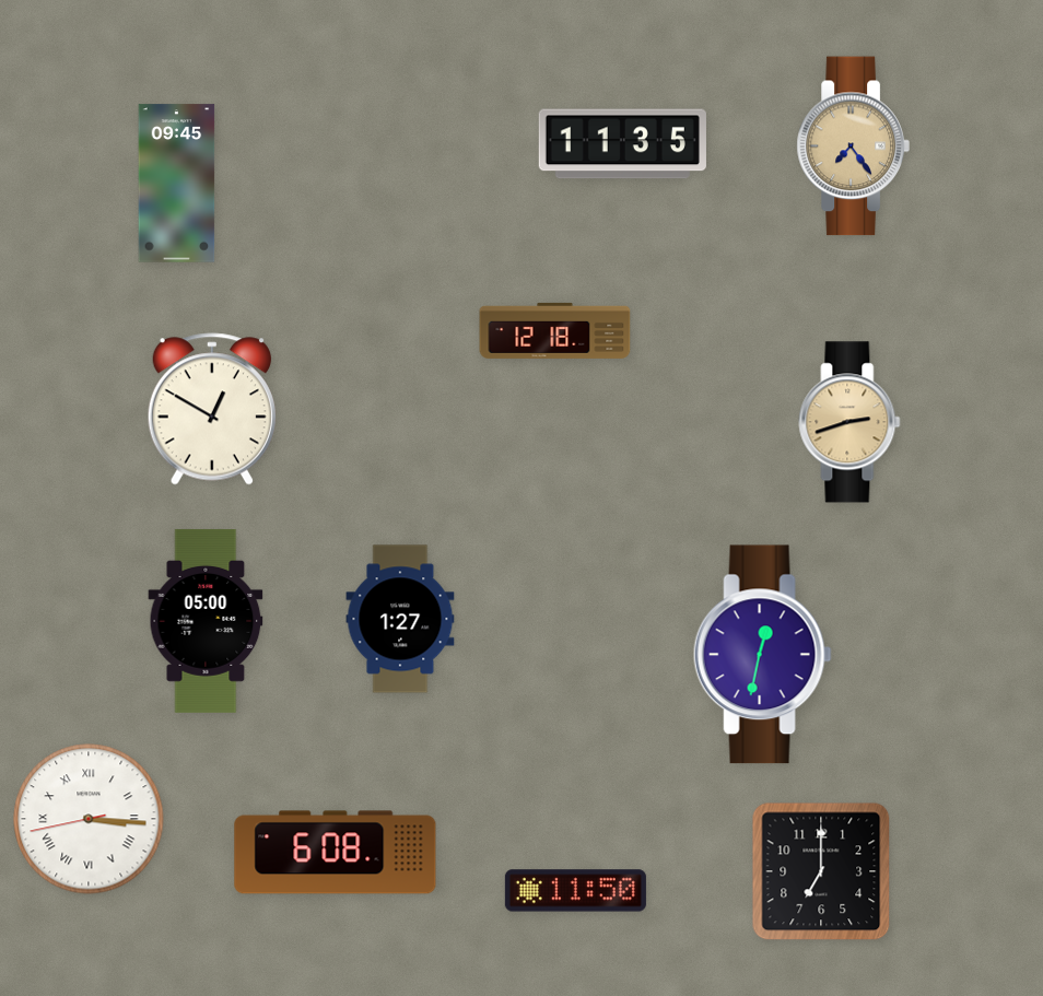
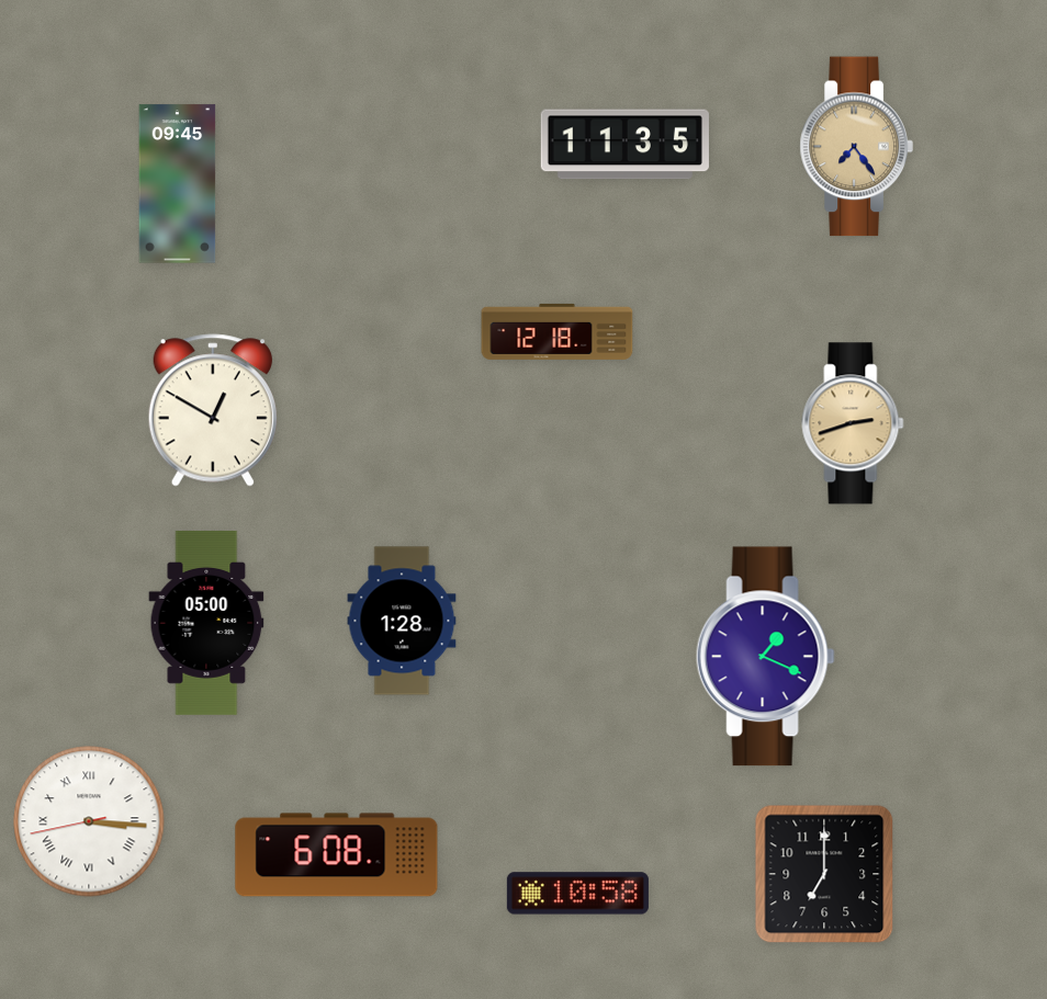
clock at (400, 619): 1:27 -> 1:28
clock at (762, 655): 12:32 -> 1:19
clock at (575, 891): 11:50 -> 10:58
